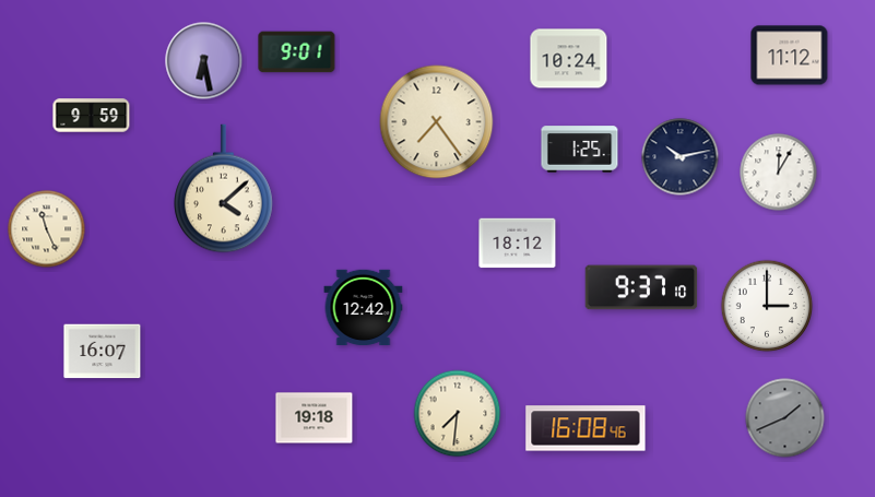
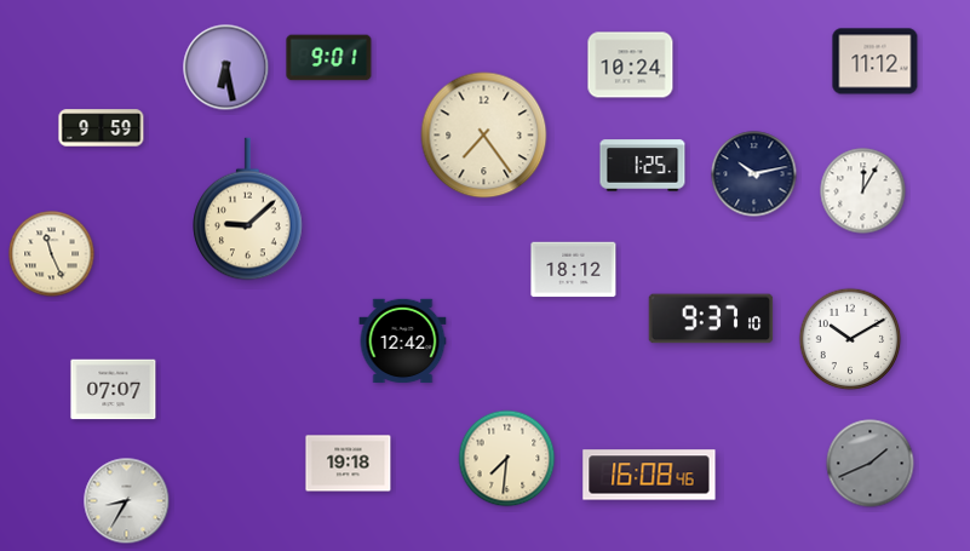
clock at (224, 189): 4:08 -> 9:08
clock at (767, 306): 3:00 -> 10:10
clock at (103, 352): 16:07 -> 07:07
clock at (127, 501): none -> 8:35
